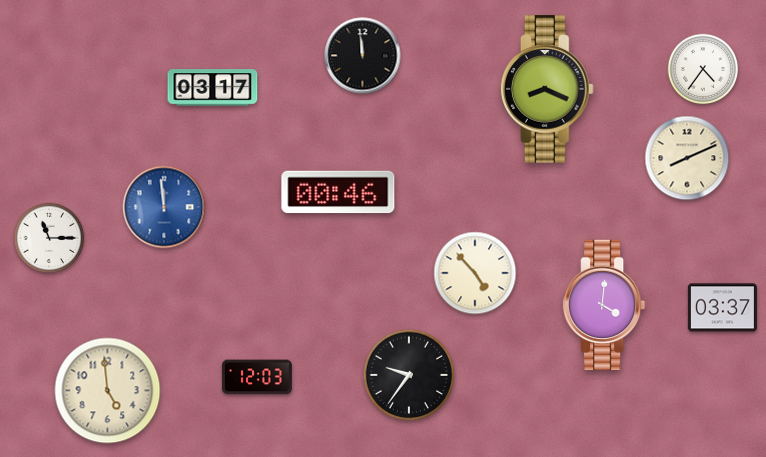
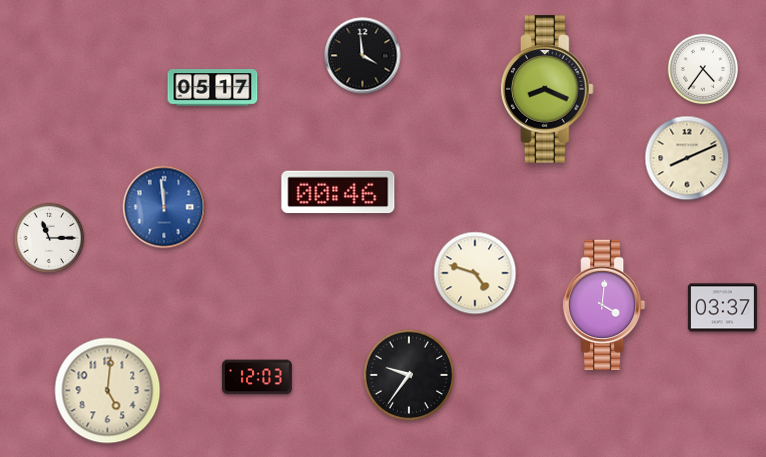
clock at (363, 56): 11:59 -> 3:59
clock at (213, 88): 03:17 -> 05:17
clock at (475, 273): 4:53 -> 4:48
clock at (108, 391): 4:59 -> 5:01
